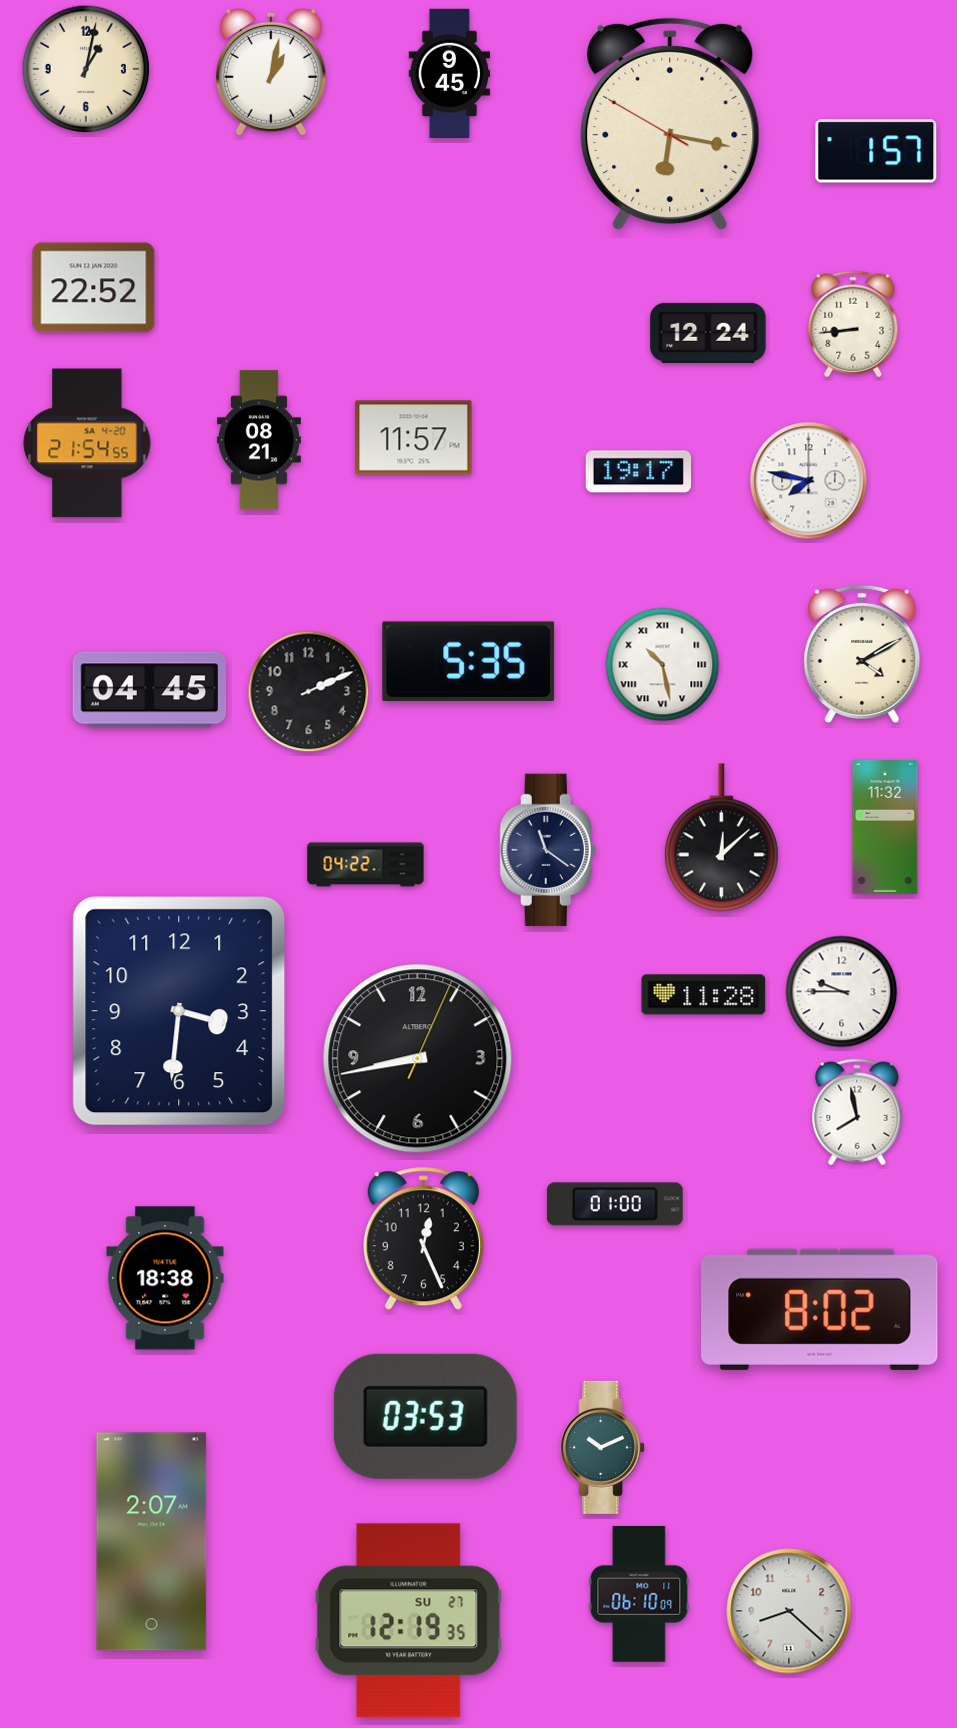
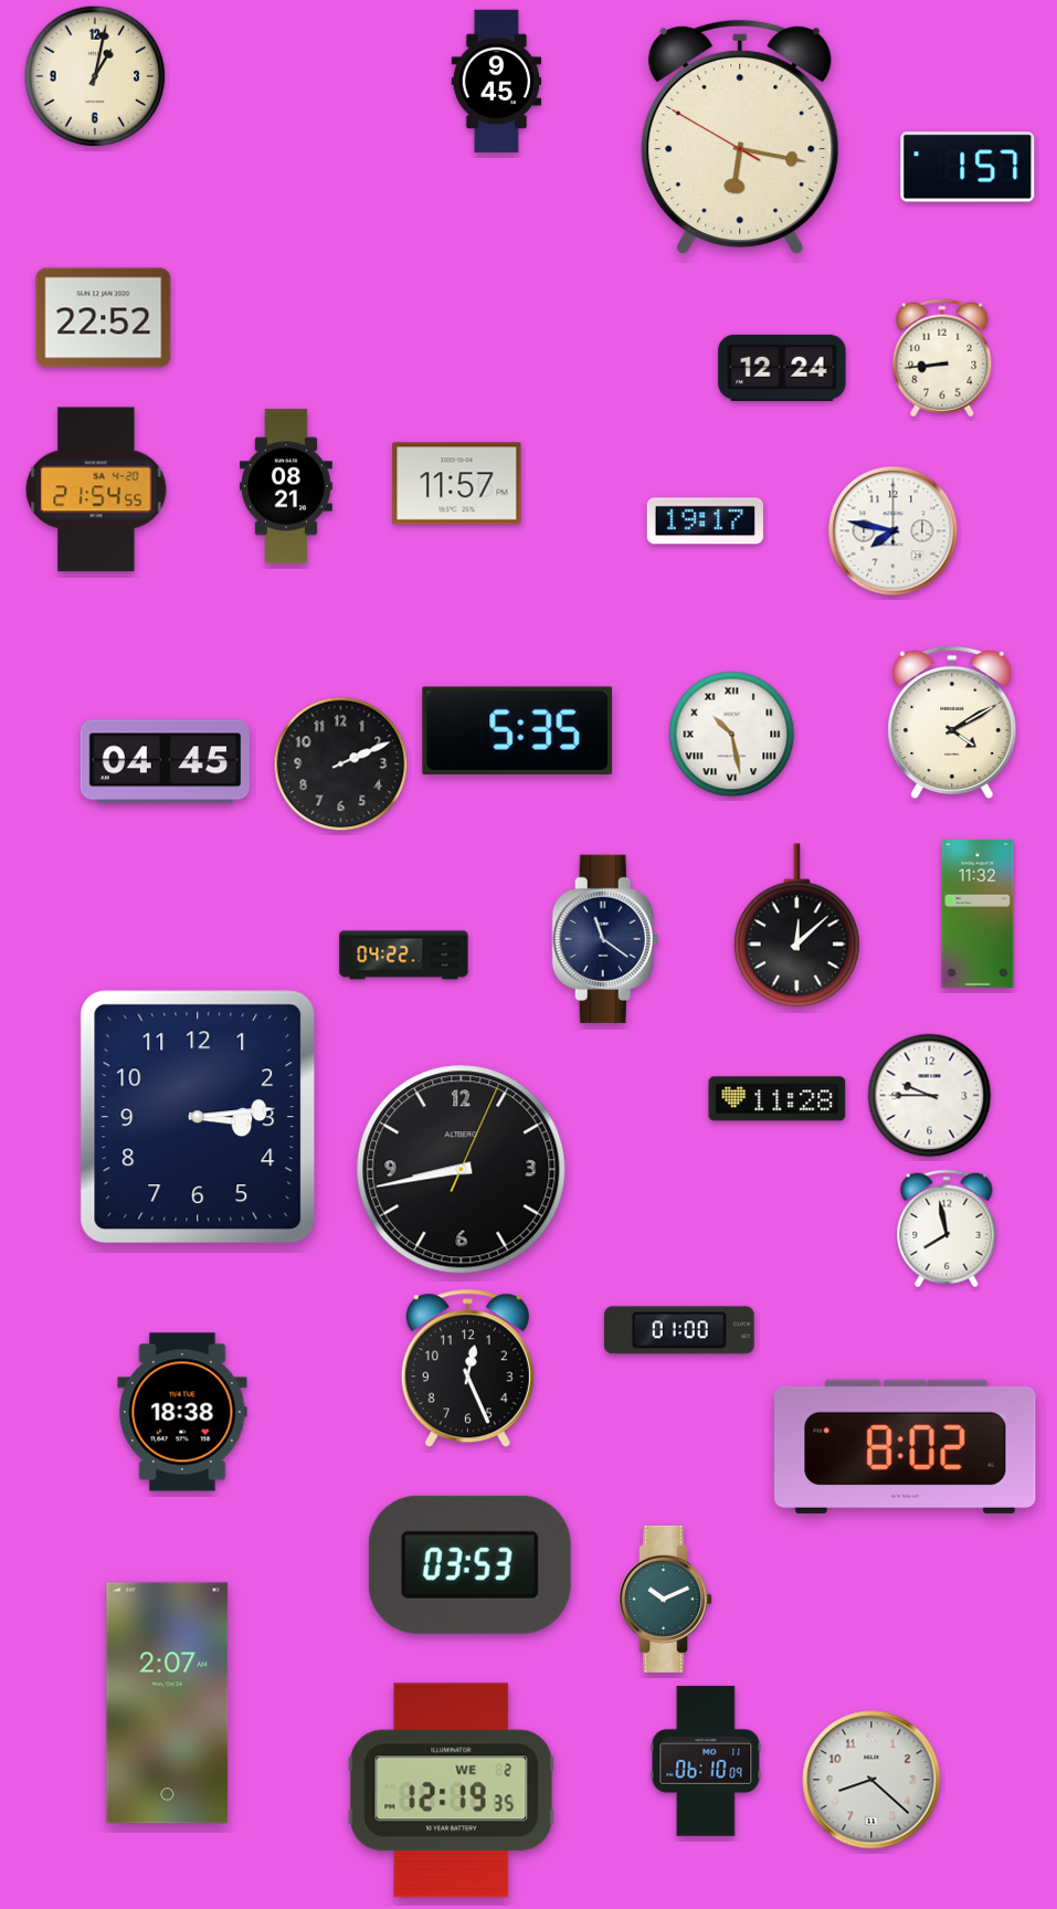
clock at (271, 72): 1:02 -> none
clock at (179, 1011): 3:31 -> 3:14
clock at (409, 1621) date: SU 27 -> WE 2
